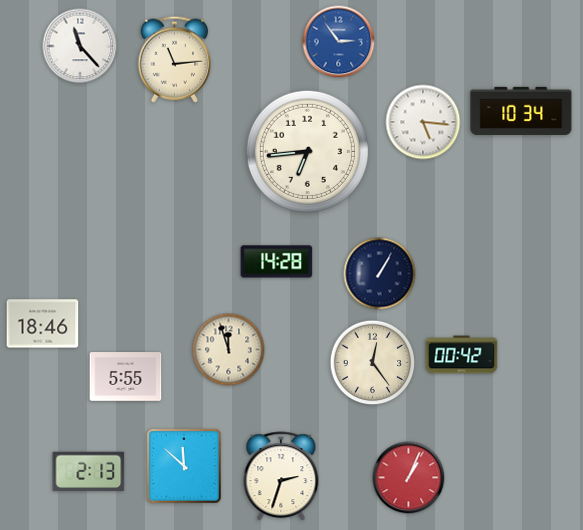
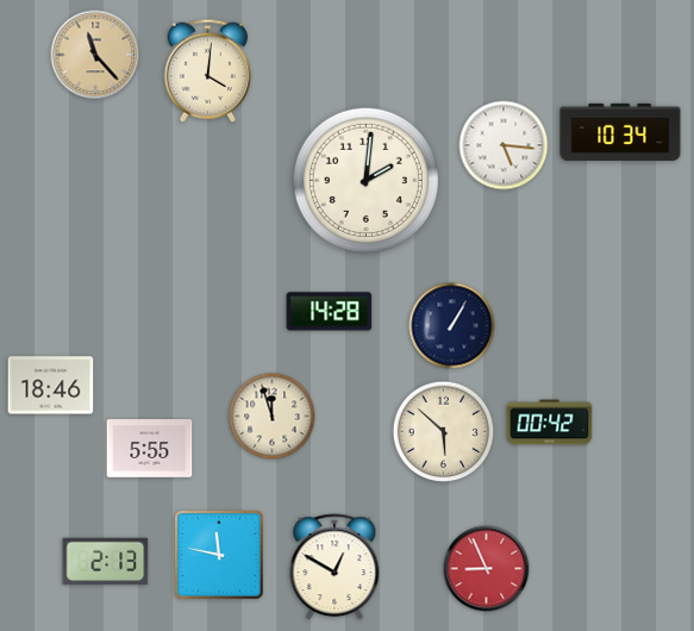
clock at (339, 42): 2:54 -> none
clock at (80, 46) dial: white -> champagne
clock at (174, 59): 11:14 -> 4:01
clock at (307, 151): 6:44 -> 2:01
clock at (373, 363): 12:24 -> 5:52
clock at (184, 466): 11:52 -> 11:47
clock at (281, 477): 2:33 -> 12:50
clock at (409, 478): 1:04 -> 8:56
